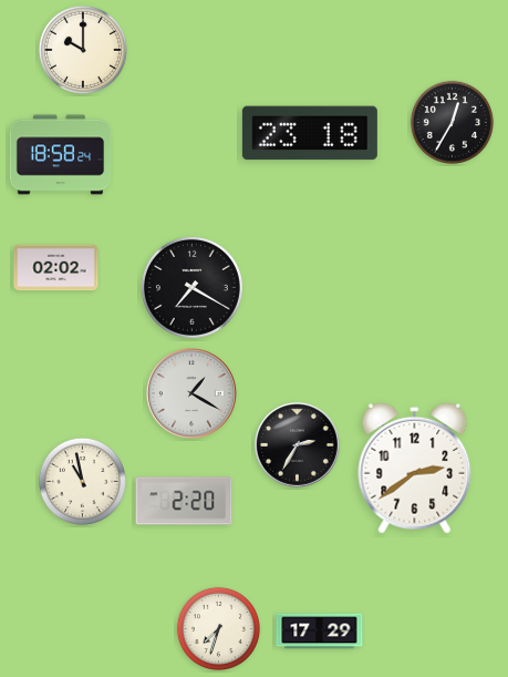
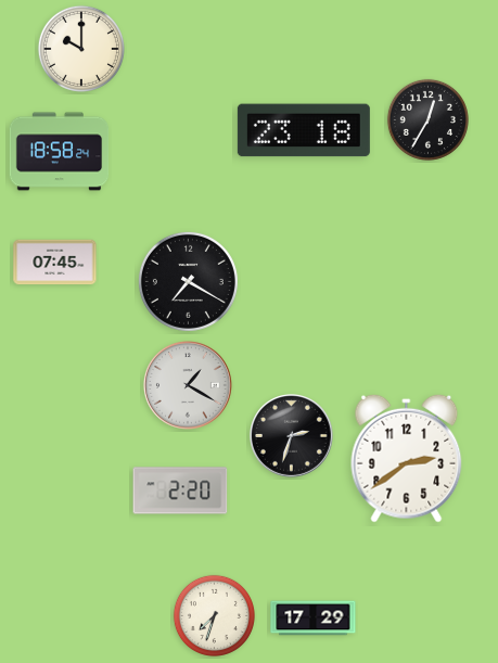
clock at (452, 122) position: (452, 122) -> (427, 119)
clock at (56, 268): 02:02 -> 07:45
clock at (298, 445): 2:35 -> 2:33
clock at (82, 481): 10:58 -> none
